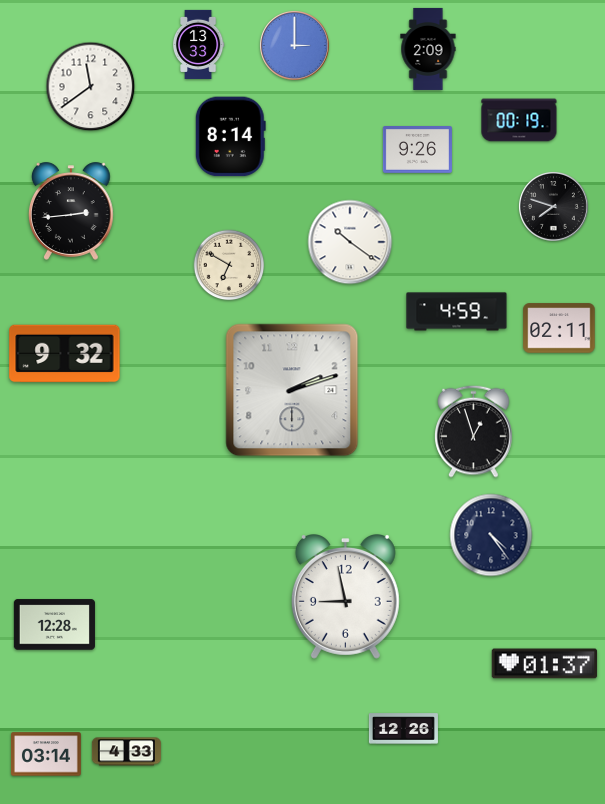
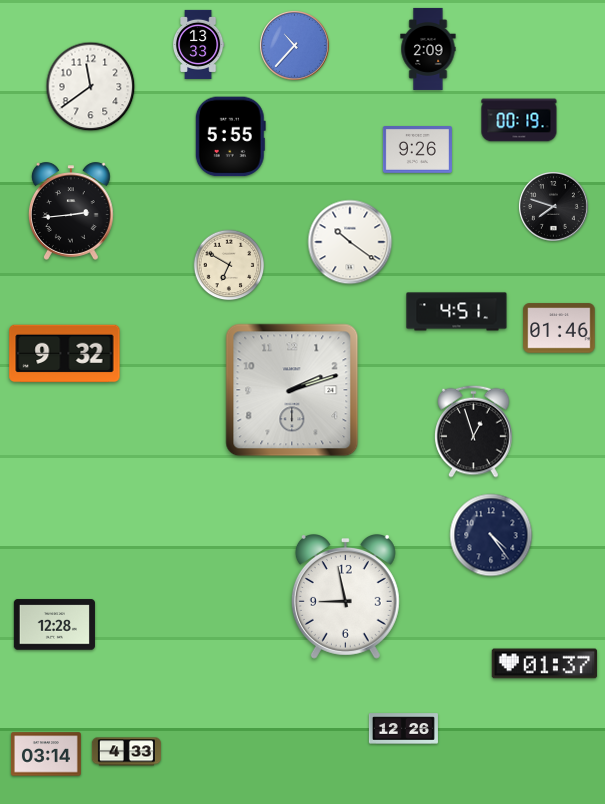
clock at (294, 45): 3:00 -> 10:37
clock at (230, 137): 8:14 -> 5:55
clock at (457, 312): 4:59 -> 4:51
clock at (559, 328): 02:11 -> 01:46
